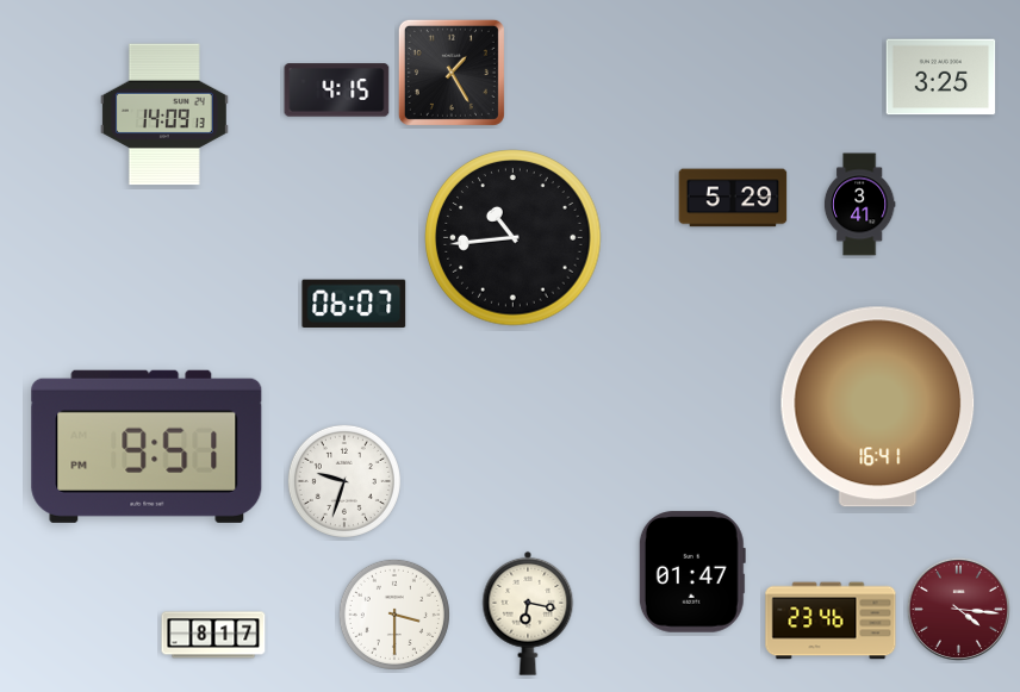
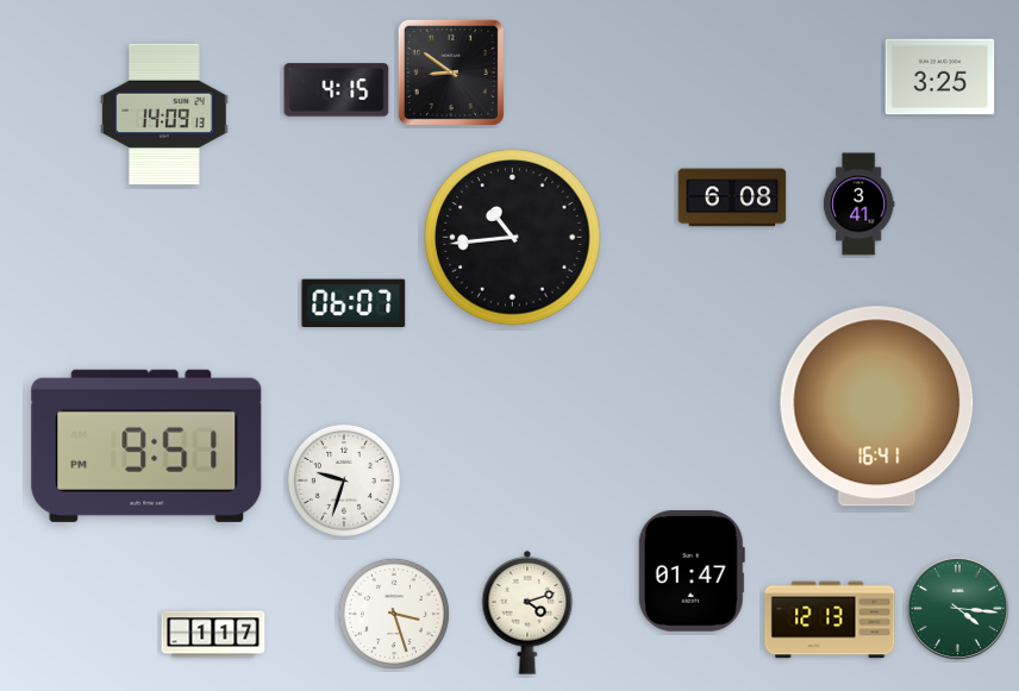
clock at (452, 73): 1:25 -> 8:51
clock at (733, 198): 5:29 -> 6:08
clock at (958, 609) dial: burgundy -> green
clock at (528, 613): 6:17 -> 4:12
clock at (394, 615): 3:30 -> 3:27
clock at (831, 621): 23:46 -> 12:13
clock at (213, 635): 8:17 -> 1:17
